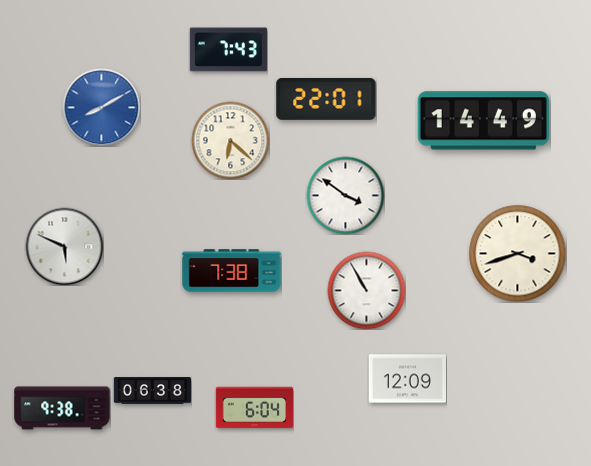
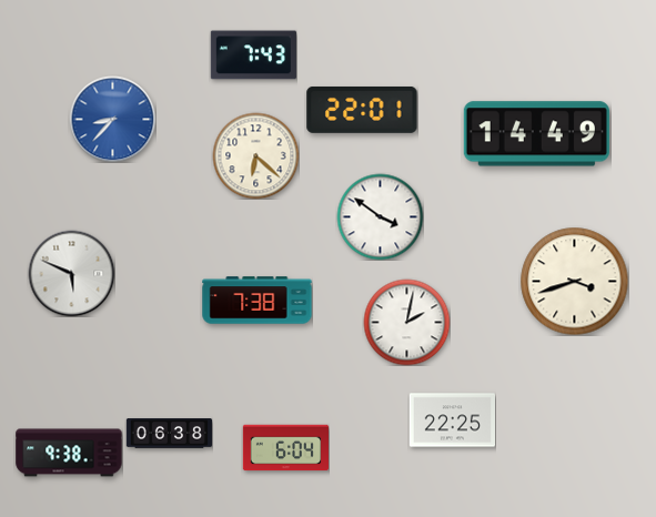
clock at (101, 107): 8:10 -> 8:37
clock at (345, 195) position: (345, 195) -> (380, 216)
clock at (366, 290): 10:55 -> 2:02
clock at (407, 379): 12:09 -> 22:25
clock at (254, 408) position: (254, 408) -> (285, 448)
